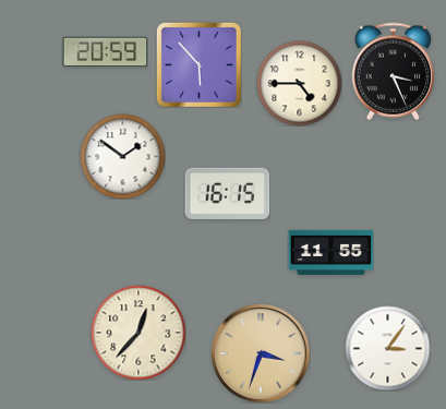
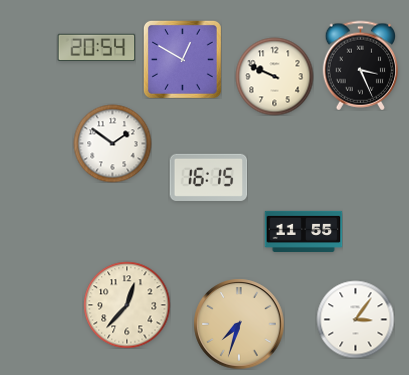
clock at (105, 51): 20:59 -> 20:54
clock at (198, 64): 5:53 -> 12:50
clock at (299, 83): 4:45 -> 9:49
clock at (261, 353): 3:33 -> 7:33
